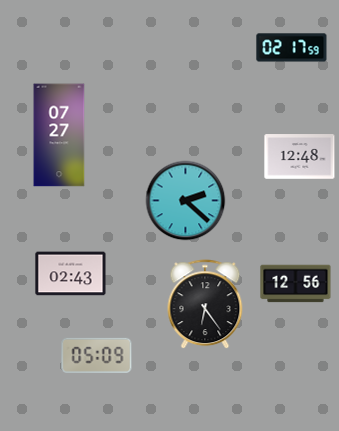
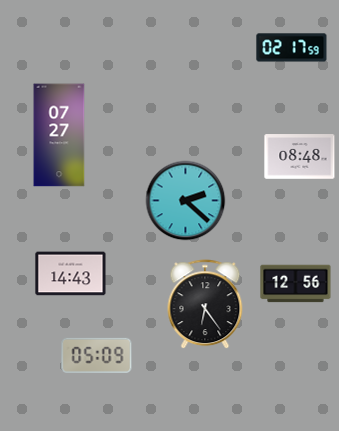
clock at (300, 157): 12:48 -> 08:48
clock at (71, 274): 02:43 -> 14:43
